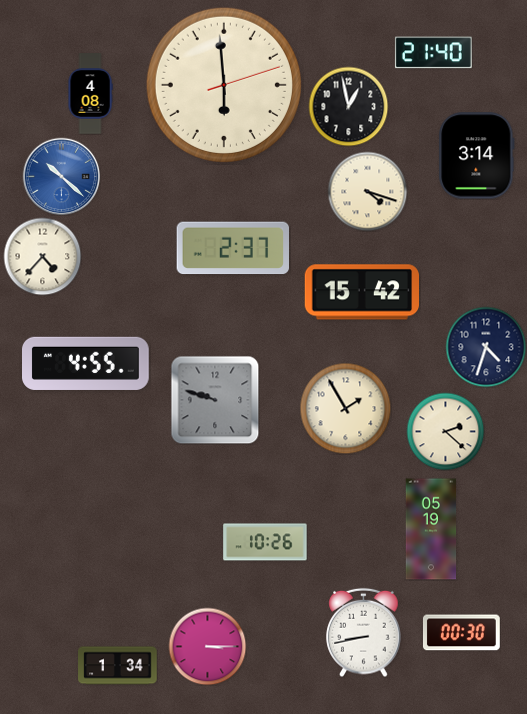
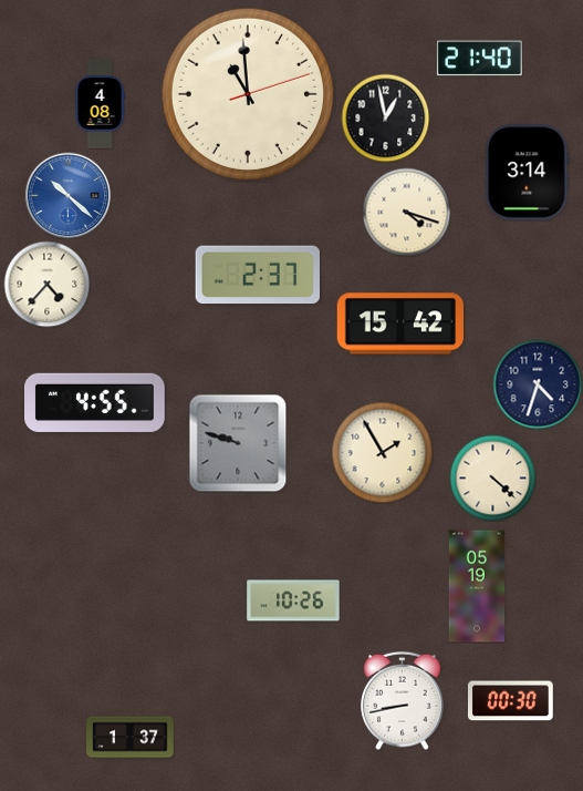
clock at (224, 85): 5:59 -> 10:59
clock at (445, 431): 2:22 -> 4:22
clock at (207, 646): 3:15 -> none
clock at (118, 666): 1:34 -> 1:37
